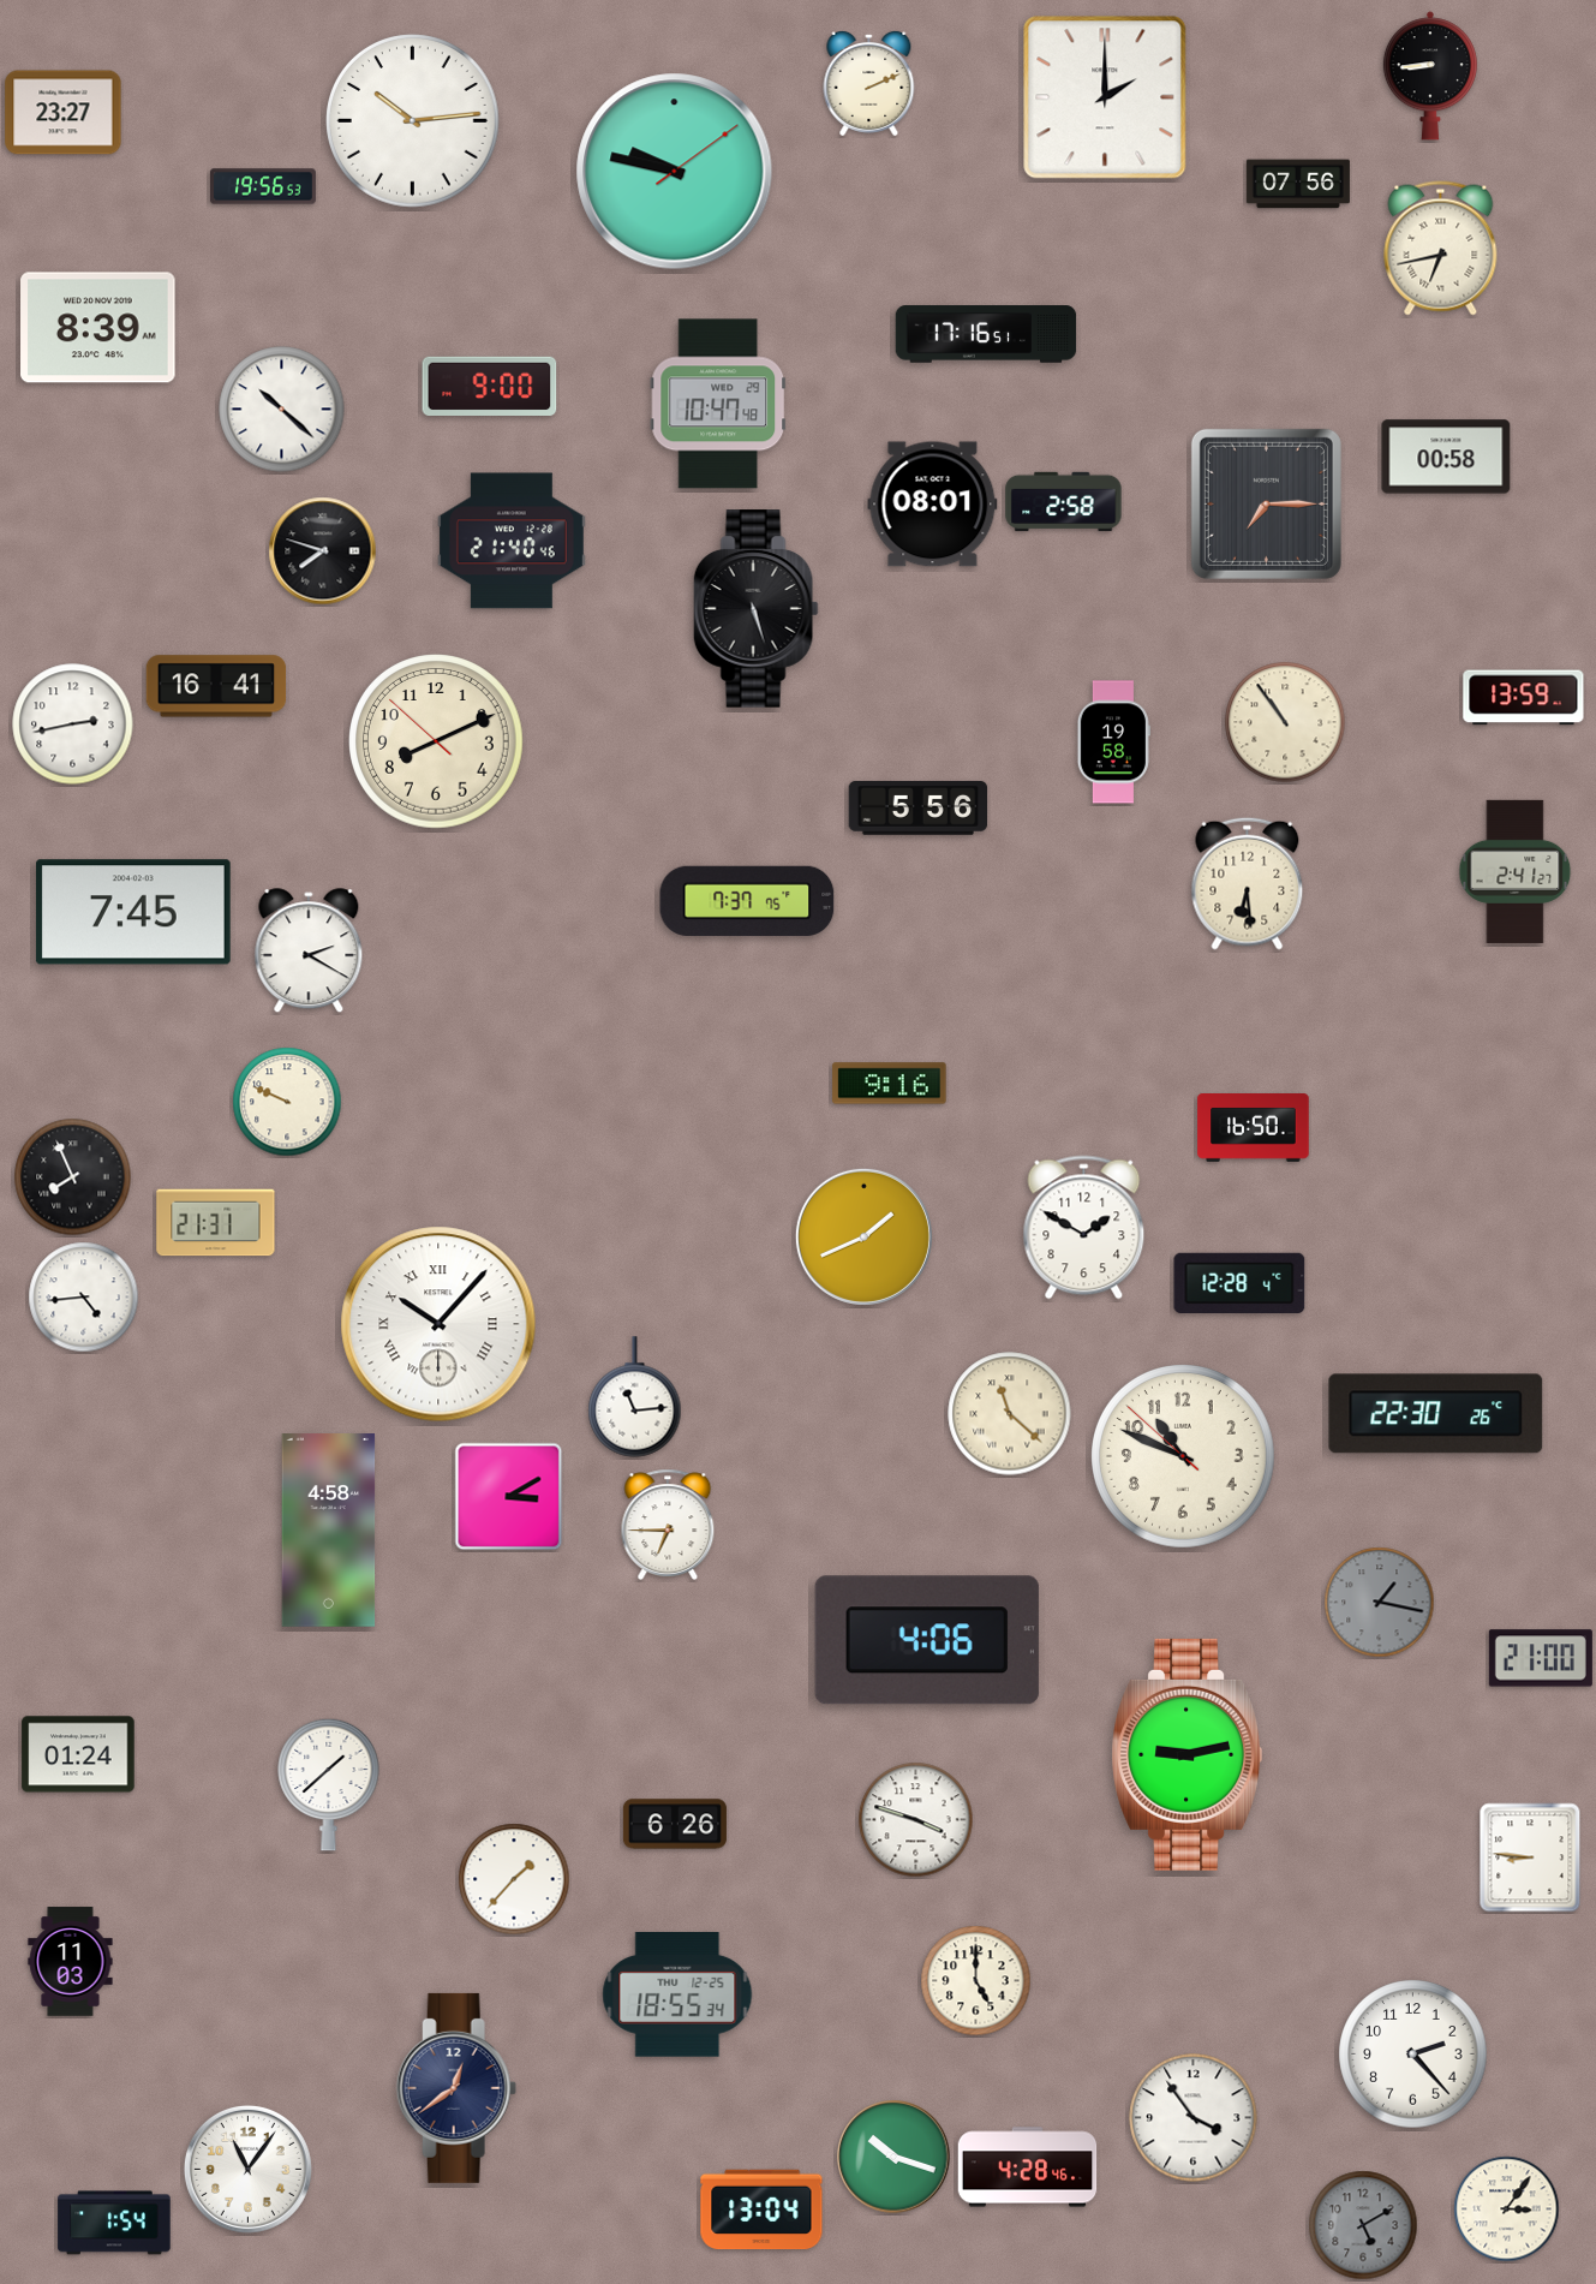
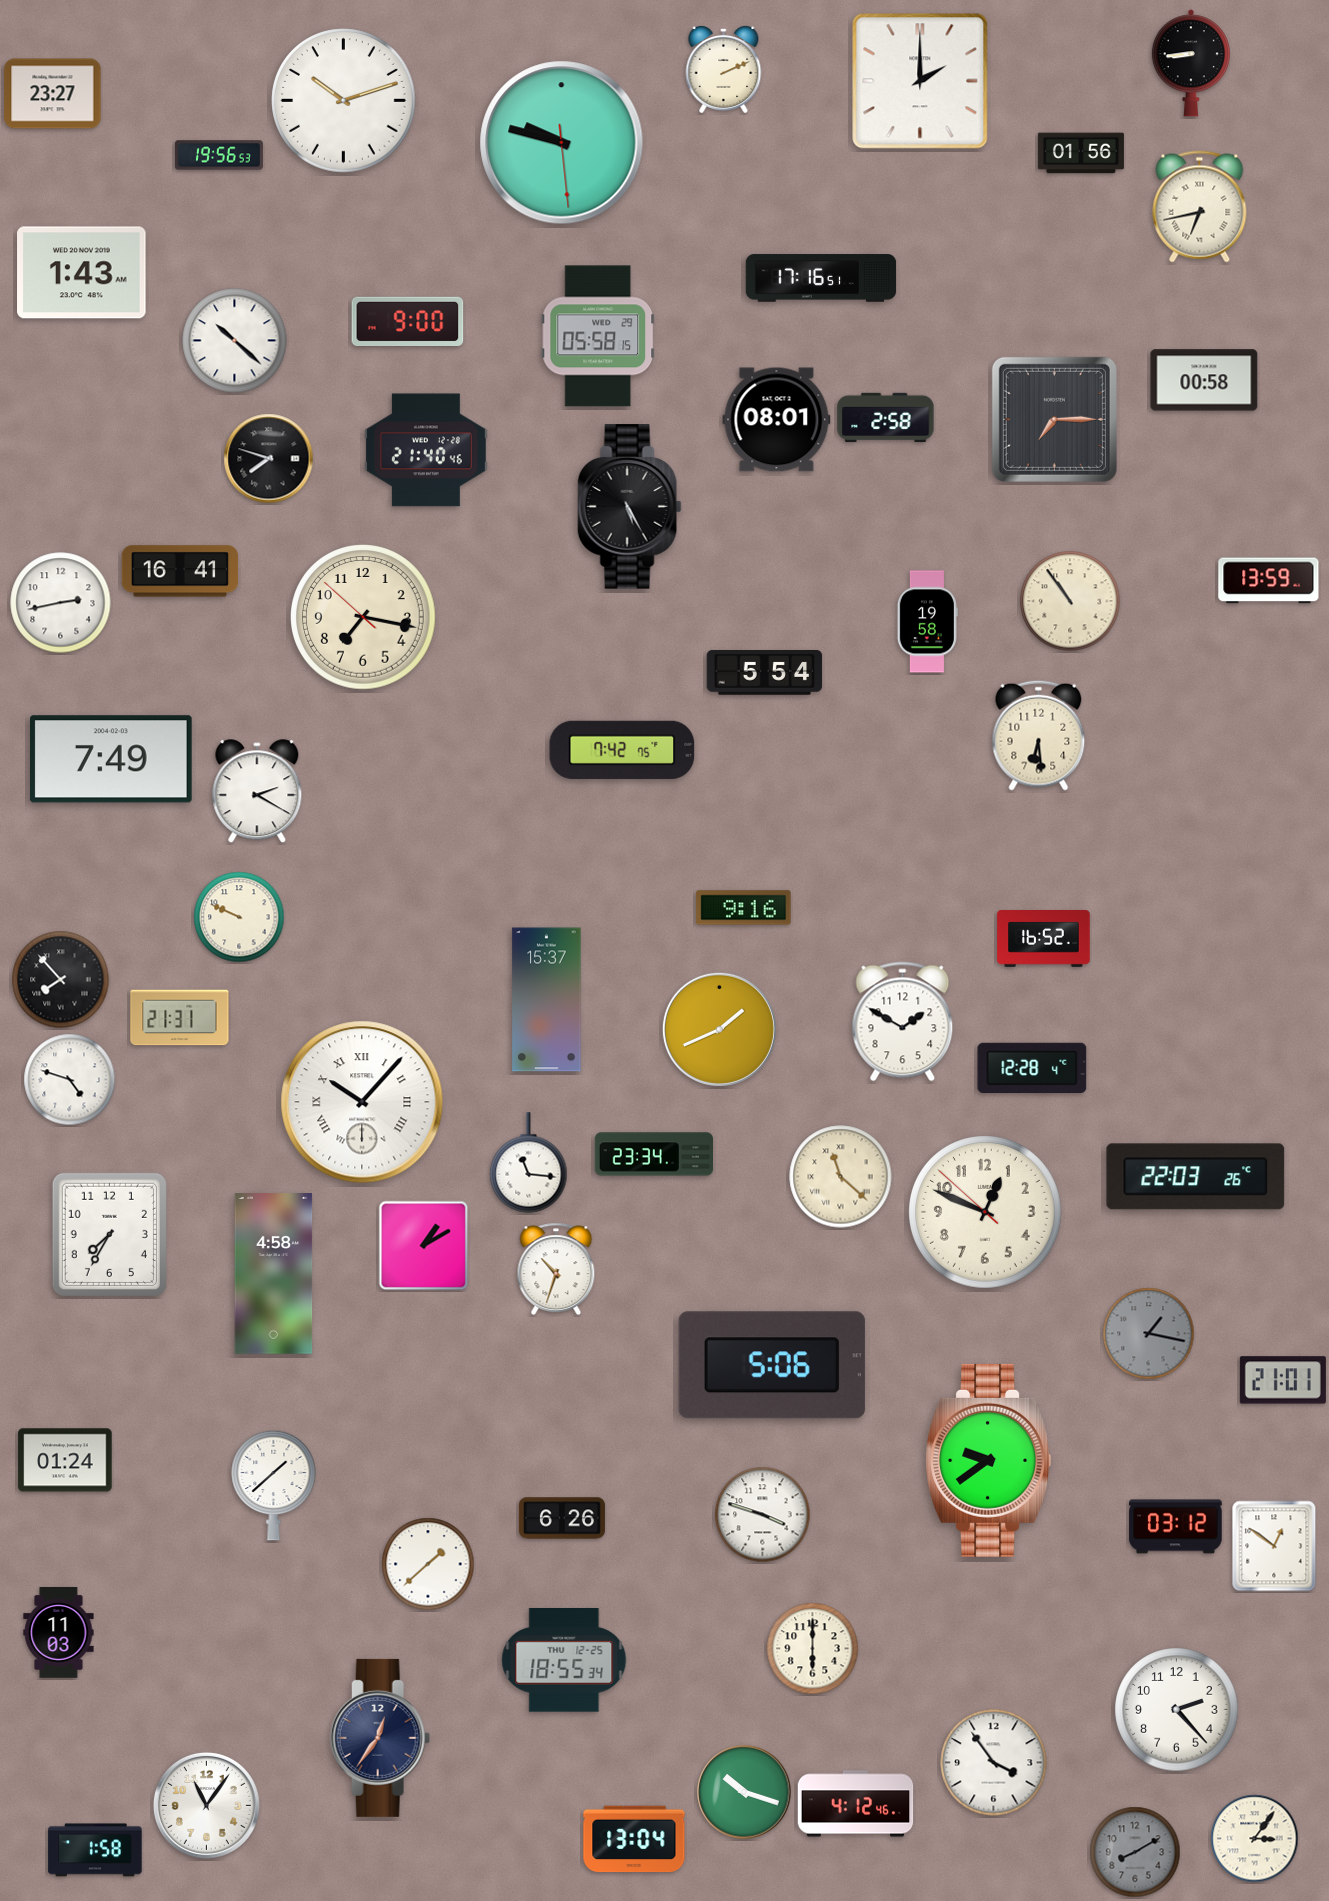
clock at (413, 121): 10:14 -> 10:12
clock at (675, 172): 9:47:09 -> 9:47:29
clock at (1298, 184): 07:56 -> 01:56
clock at (98, 328): 8:39 -> 1:43
clock at (718, 404): 10:47 -> 05:58
clock at (755, 609): 5:27 -> 5:25
clock at (436, 741): 8:10 -> 7:16
clock at (1113, 743) position: (1113, 743) -> (927, 622)
clock at (919, 809): 5:56 -> 5:54
clock at (1516, 871): 2:41 -> none
clock at (747, 901): 7:37 -> 7:42
clock at (133, 912): 7:45 -> 7:49
clock at (890, 1084) position: (890, 1084) -> (744, 908)
clock at (1254, 1128): 16:50 -> 16:52
clock at (73, 1177): 7:56 -> 7:53
clock at (547, 1000): none -> 15:37
clock at (84, 1298): 4:44 -> 4:48
clock at (438, 1324) position: (438, 1324) -> (362, 1102)
clock at (653, 1154): none -> 23:34
clock at (635, 1397): 11:14 -> 11:16
clock at (1436, 1414): 22:30 -> 22:03
clock at (1184, 1457): 10:48 -> 12:48
clock at (109, 1234): none -> 7:35
clock at (509, 1497): 3:10 -> 1:10
clock at (668, 1525): 6:45 -> 10:33
clock at (927, 1640): 4:06 -> 5:06
clock at (1541, 1658): 21:00 -> 21:01
clock at (1186, 1754): 9:13 -> 9:39
clock at (1176, 1527): none -> 03:12
clock at (1530, 1857): 8:46 -> 12:51
clock at (514, 1879): 1:37 -> 1:38
clock at (976, 1981): 5:00 -> 6:00
clock at (456, 2088): 12:39 -> 12:36
clock at (893, 2157) position: (893, 2157) -> (744, 1792)
clock at (1028, 2167): 4:28 -> 4:12
clock at (114, 2223): 1:54 -> 1:58
clock at (1363, 2225): 5:10 -> 8:10
